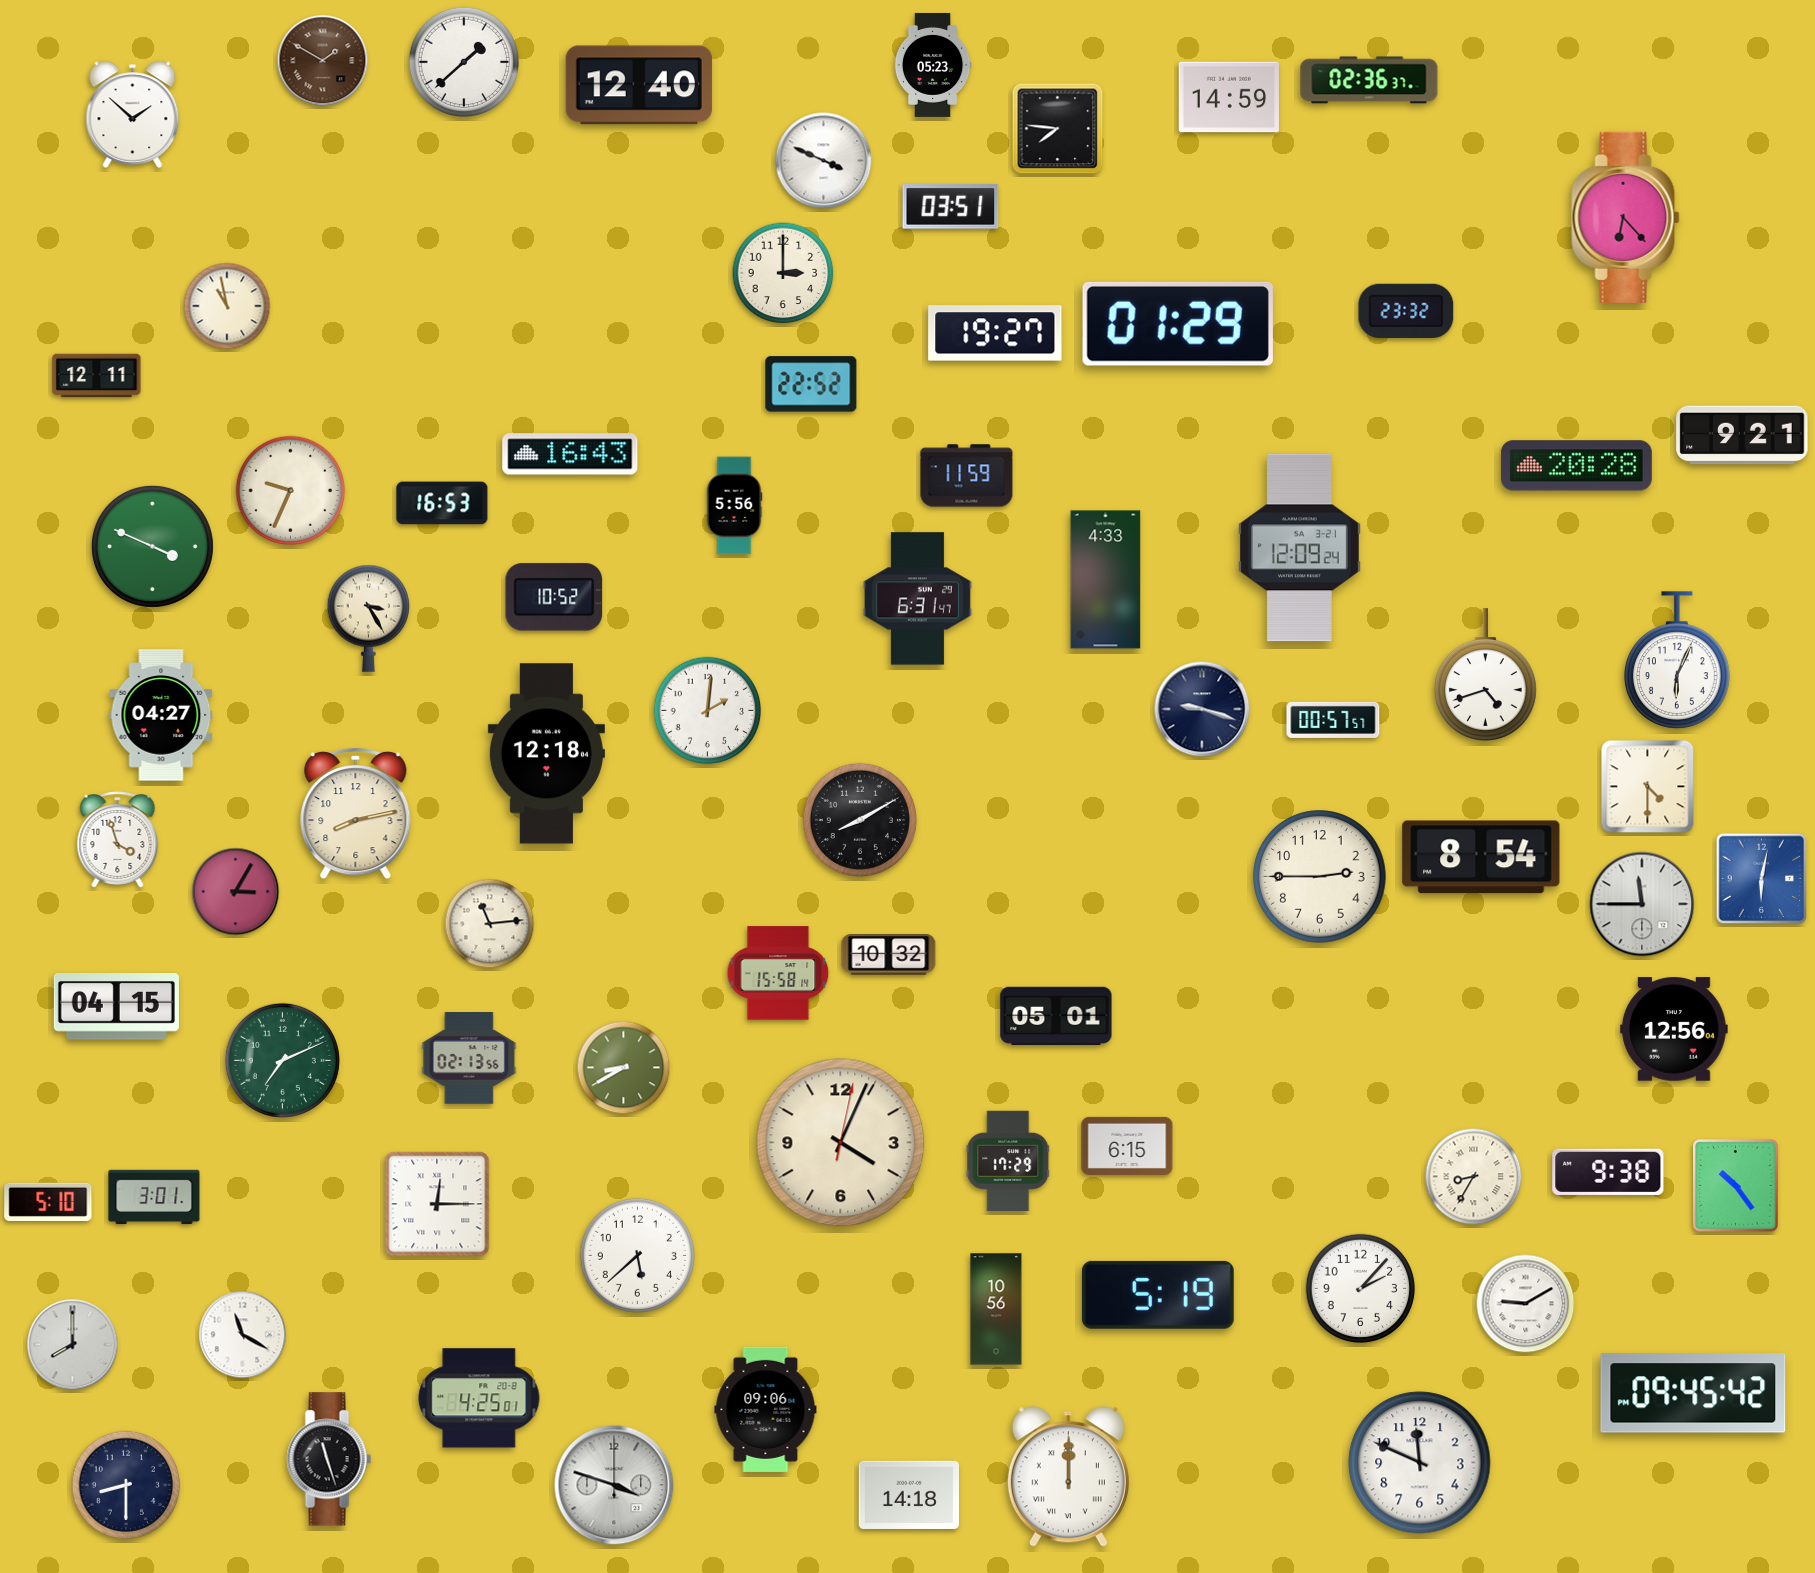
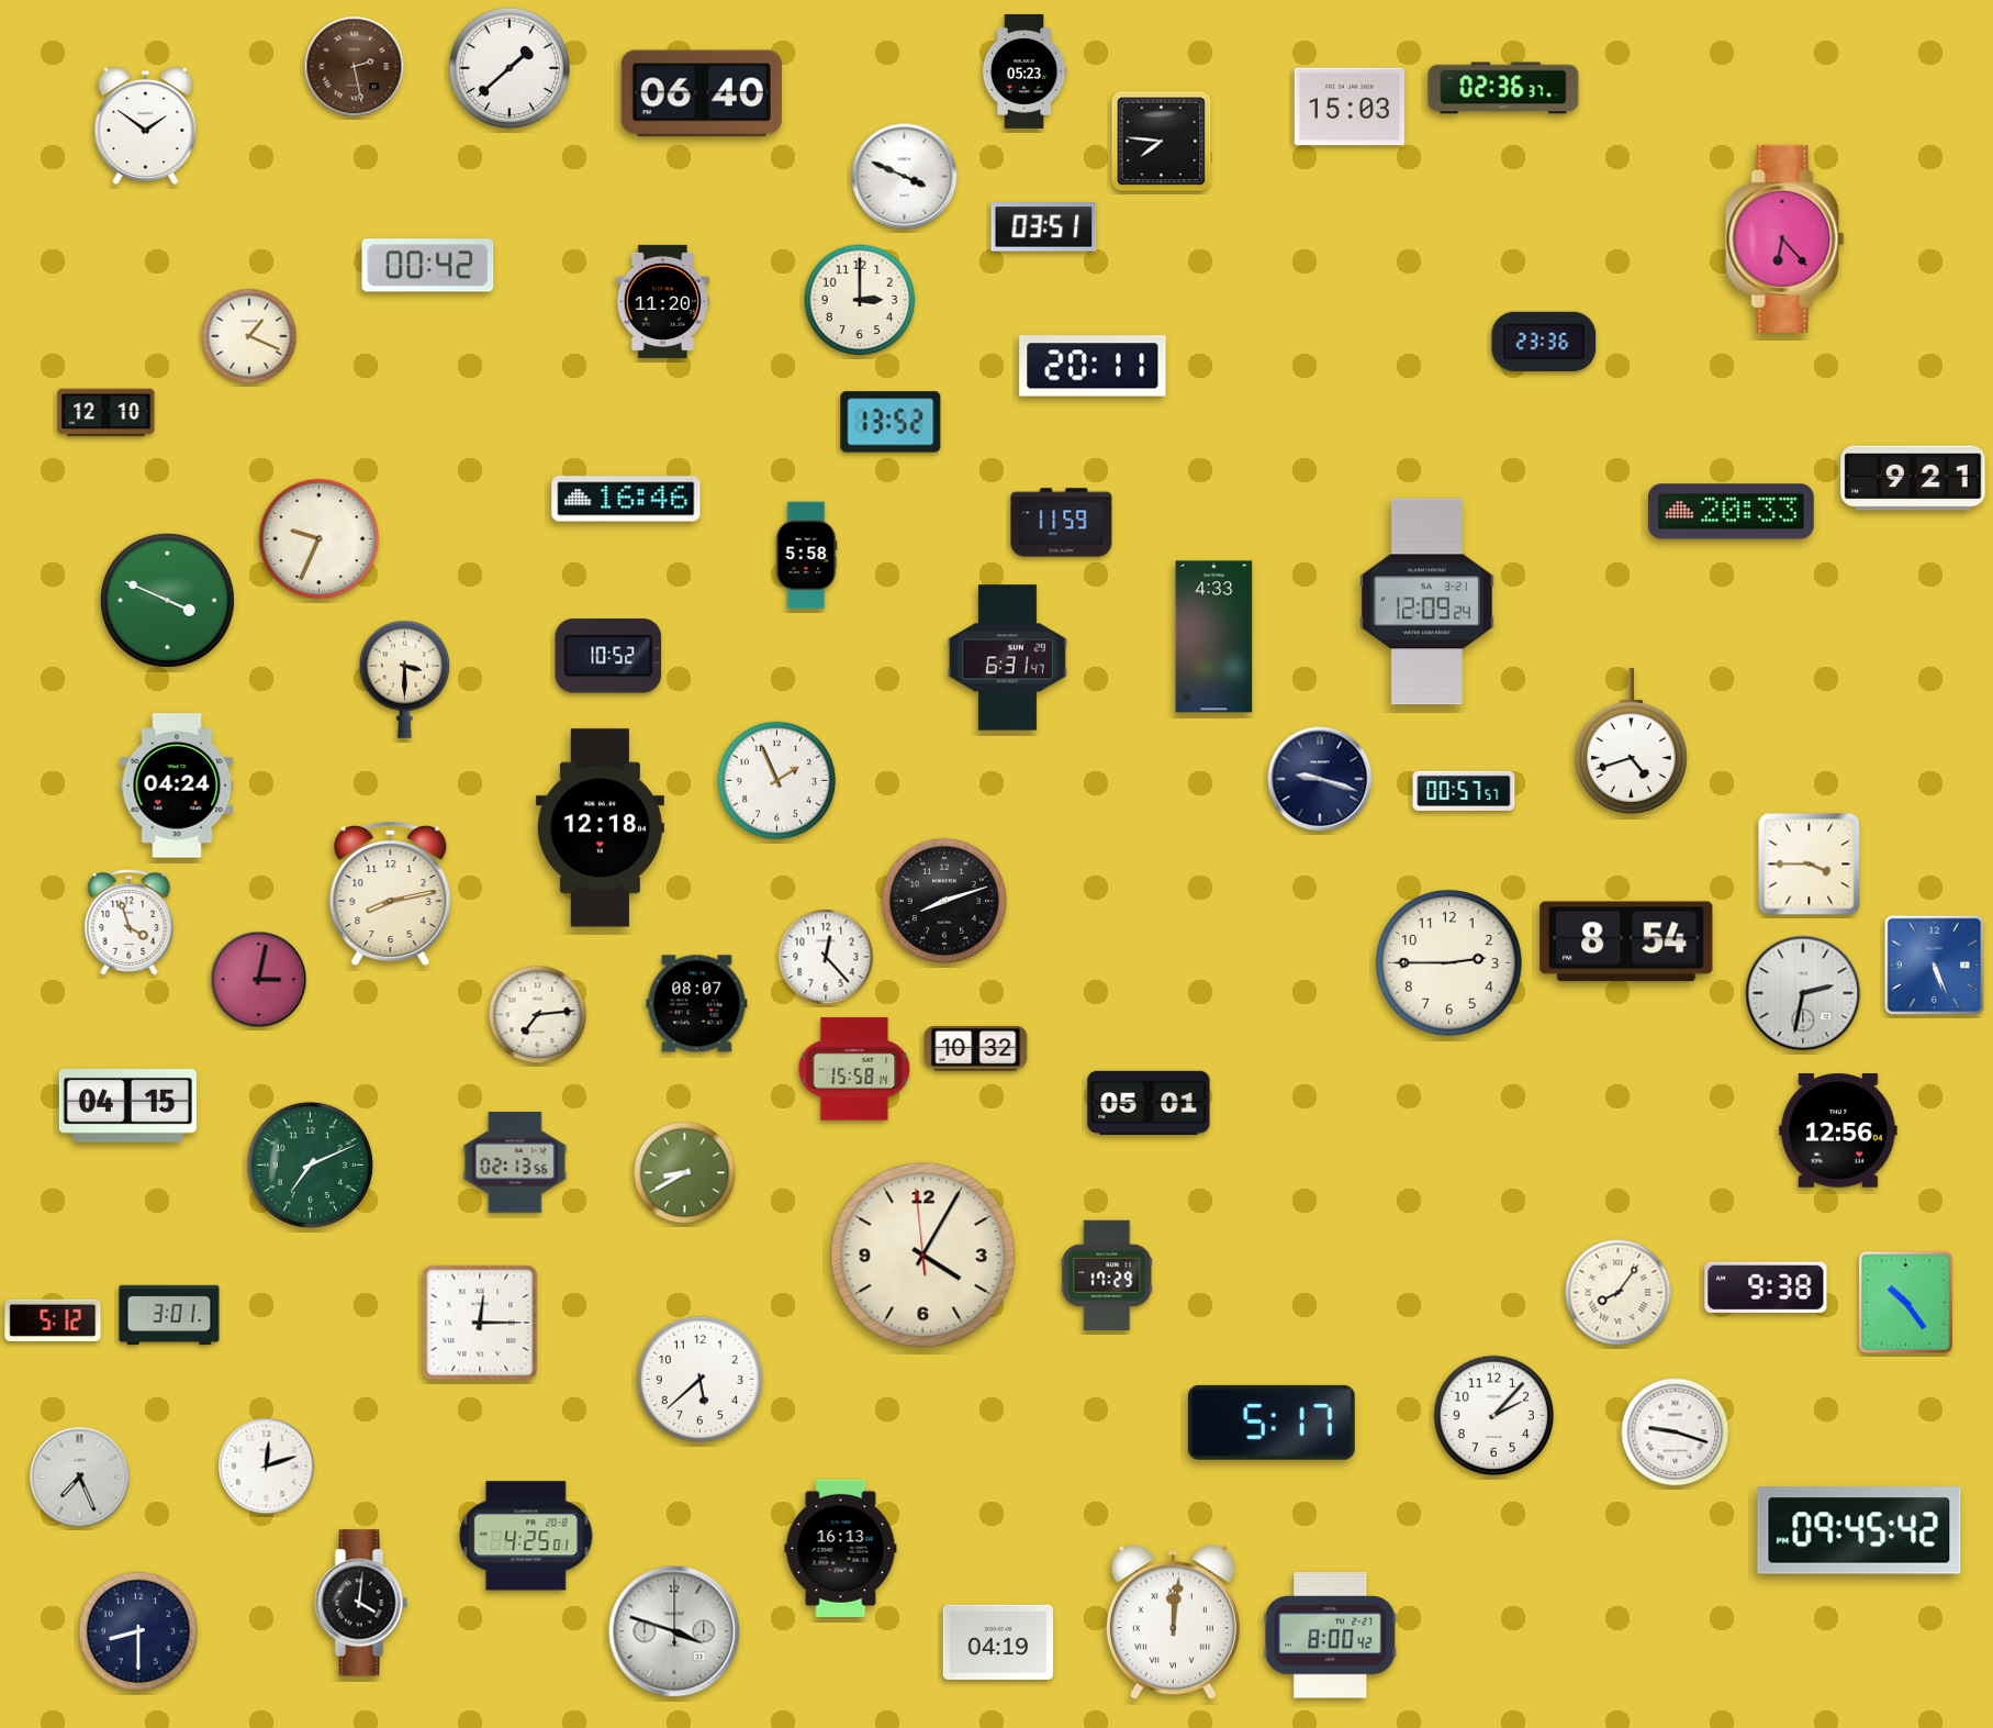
clock at (323, 61): 1:50 -> 2:28
clock at (639, 85): 12:40 -> 06:40
clock at (1228, 97): 14:59 -> 15:03
clock at (133, 114): 1:52 -> 1:51
clock at (428, 266): none -> 00:42
clock at (662, 301): none -> 11:20
clock at (227, 306): 10:58 -> 1:19
clock at (1406, 311): 23:32 -> 23:36
clock at (1178, 324): 01:29 -> none
clock at (995, 333): 19:27 -> 20:11
clock at (97, 376): 12:11 -> 12:10
clock at (811, 384): 22:52 -> 13:52
clock at (570, 454): 16:43 -> 16:46
clock at (1576, 466): 20:28 -> 20:33
clock at (442, 503): 16:53 -> none
clock at (734, 506): 5:56 -> 5:58
clock at (368, 618): 3:25 -> 3:30
clock at (1677, 660): 6:04 -> none
clock at (708, 711): 2:01 -> 1:56
clock at (161, 715): 04:27 -> 04:24
clock at (1648, 787): 4:30 -> 3:45
clock at (860, 820): 8:10 -> 8:12
clock at (826, 957): none -> 12:23
clock at (1762, 879): 6:02 -> 5:26
clock at (236, 892): 3:05 -> 3:02
clock at (1642, 904): 11:45 -> 2:32
clock at (697, 1004): none -> 08:07
clock at (490, 924): 11:14 -> 7:14
clock at (1056, 1016) position: (1056, 1016) -> (1149, 1103)
clock at (841, 1143): 4:04:02 -> 4:04:59
clock at (1127, 1146): 6:15 -> none
clock at (1474, 1177): 8:35 -> 8:06
clock at (48, 1202): 5:10 -> 5:12
clock at (1158, 1295): 5:19 -> 5:17
clock at (1526, 1304): 9:10 -> 9:18
clock at (996, 1309): 10:56 -> none
clock at (243, 1335): 11:20 -> 12:12
clock at (73, 1345): 8:00 -> 7:26
clock at (766, 1409): 09:06 -> 16:13
clock at (329, 1459): 11:27 -> 4:01
clock at (1420, 1463): 11:49 -> none
clock at (1068, 1477): 12:00 -> 12:01
clock at (1331, 1636): none -> 8:00
clock at (908, 1495): 14:18 -> 04:19
